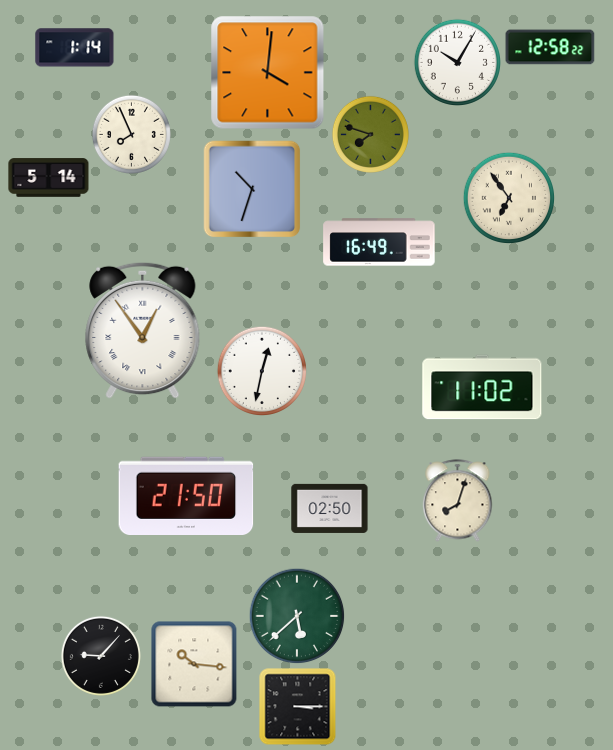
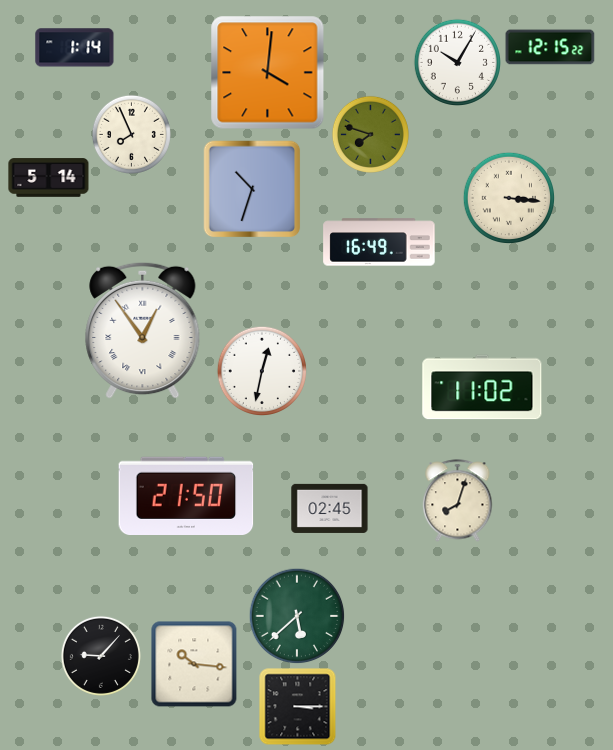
clock at (550, 47): 12:58 -> 12:15
clock at (509, 198): 6:54 -> 3:16
clock at (330, 508): 02:50 -> 02:45
